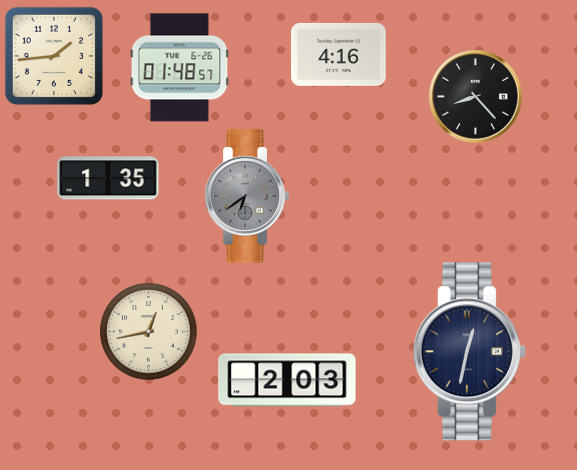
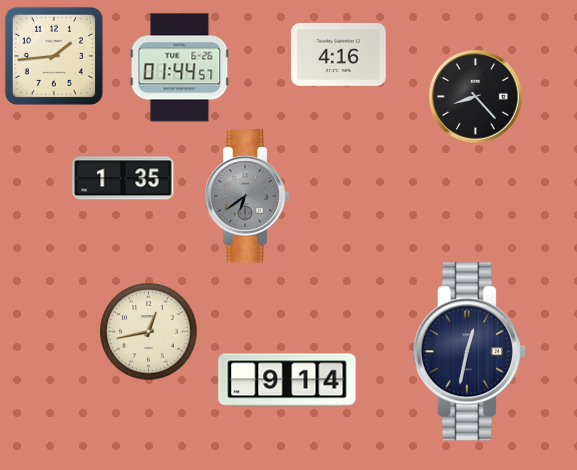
clock at (180, 68): 01:48 -> 01:44
clock at (108, 178) position: (108, 178) -> (123, 178)
clock at (287, 380): 2:03 -> 9:14
